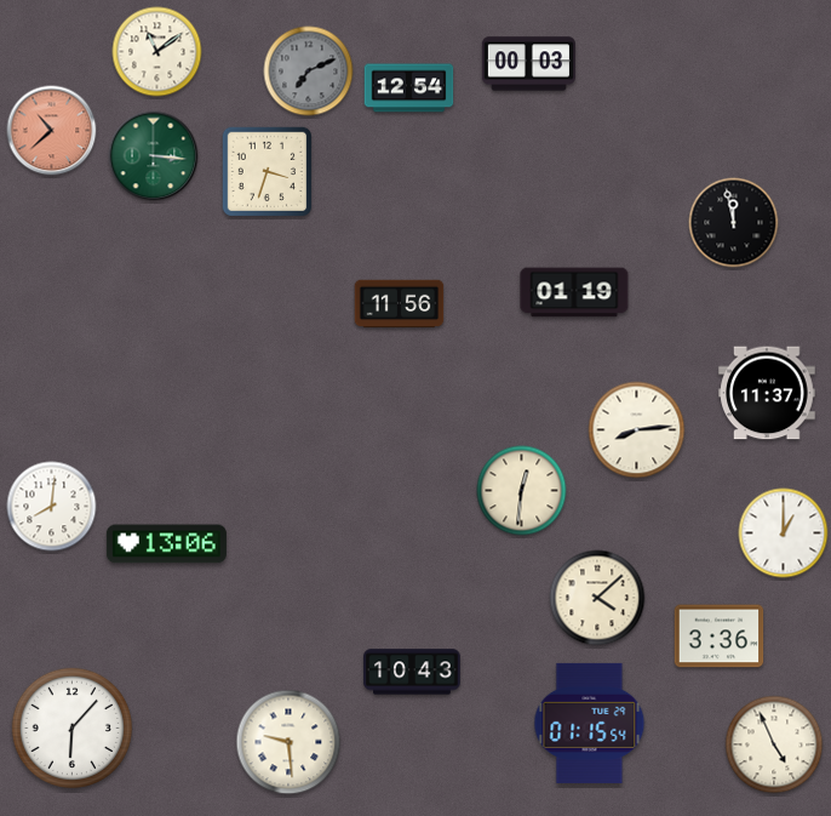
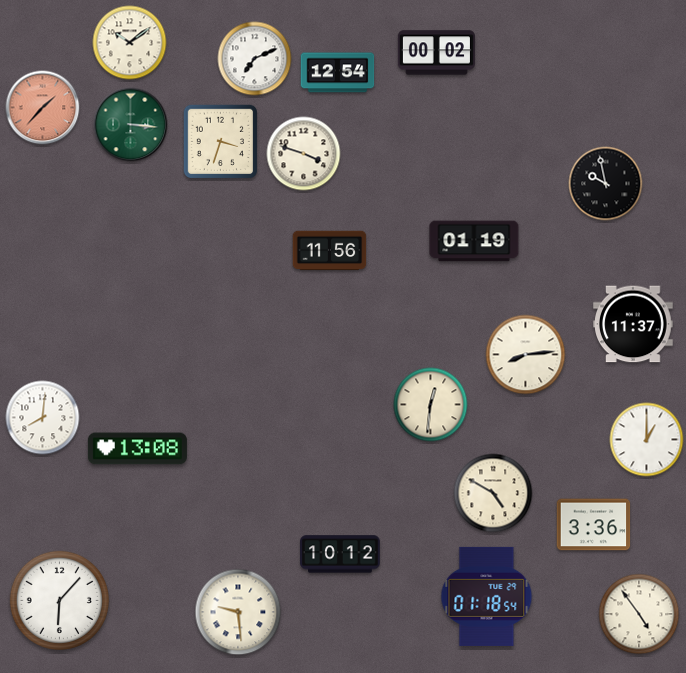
clock at (157, 52): 11:09 -> 10:09
clock at (528, 64): 00:03 -> 00:02
clock at (309, 72) dial: grey -> white
clock at (52, 131): 10:38 -> 1:37
clock at (154, 156) position: (154, 156) -> (131, 125)
clock at (304, 154): none -> 3:48
clock at (734, 223): 11:58 -> 9:58
clock at (166, 544): 13:06 -> 13:08
clock at (597, 598): 4:08 -> 4:50
clock at (412, 672): 10:43 -> 10:12
clock at (590, 723): 01:15 -> 01:18
clock at (774, 744): 4:56 -> 4:54
